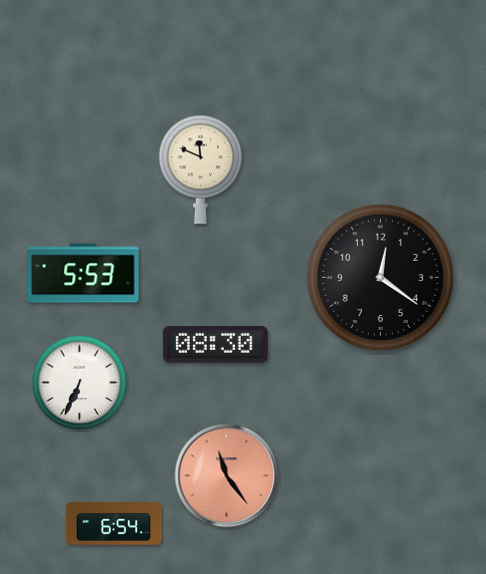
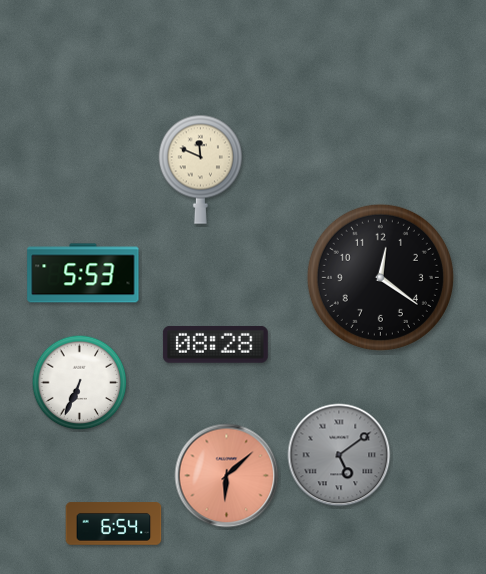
clock at (215, 344): 08:30 -> 08:28
clock at (339, 455): none -> 5:09
clock at (227, 476): 11:24 -> 6:08
